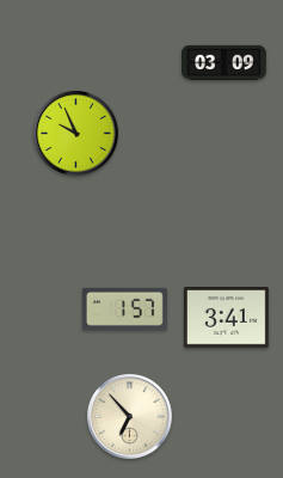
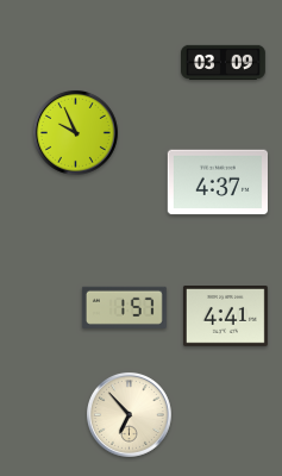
clock at (217, 182): none -> 4:37
clock at (226, 318): 3:41 -> 4:41
